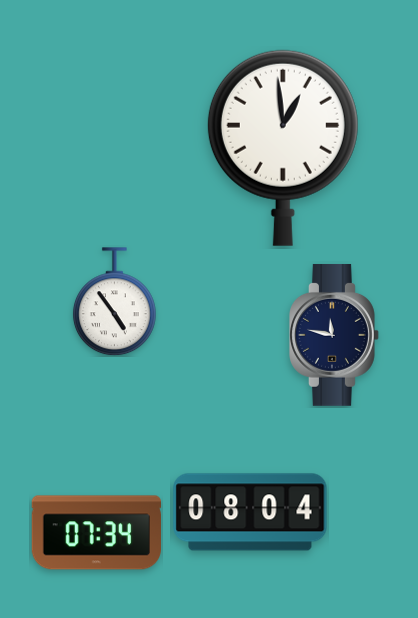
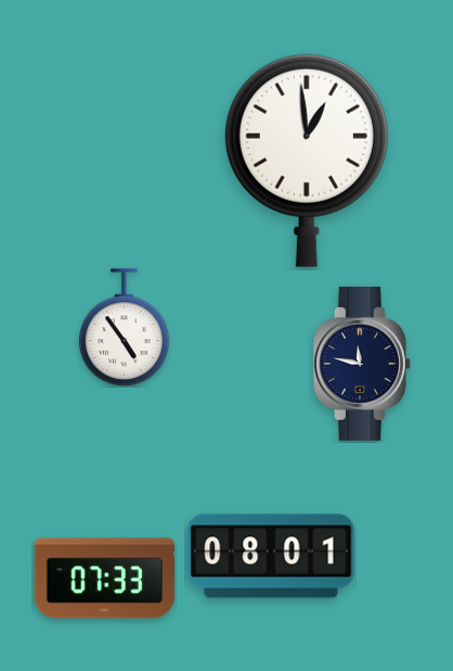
clock at (250, 512): 08:04 -> 08:01
clock at (96, 533): 07:34 -> 07:33
